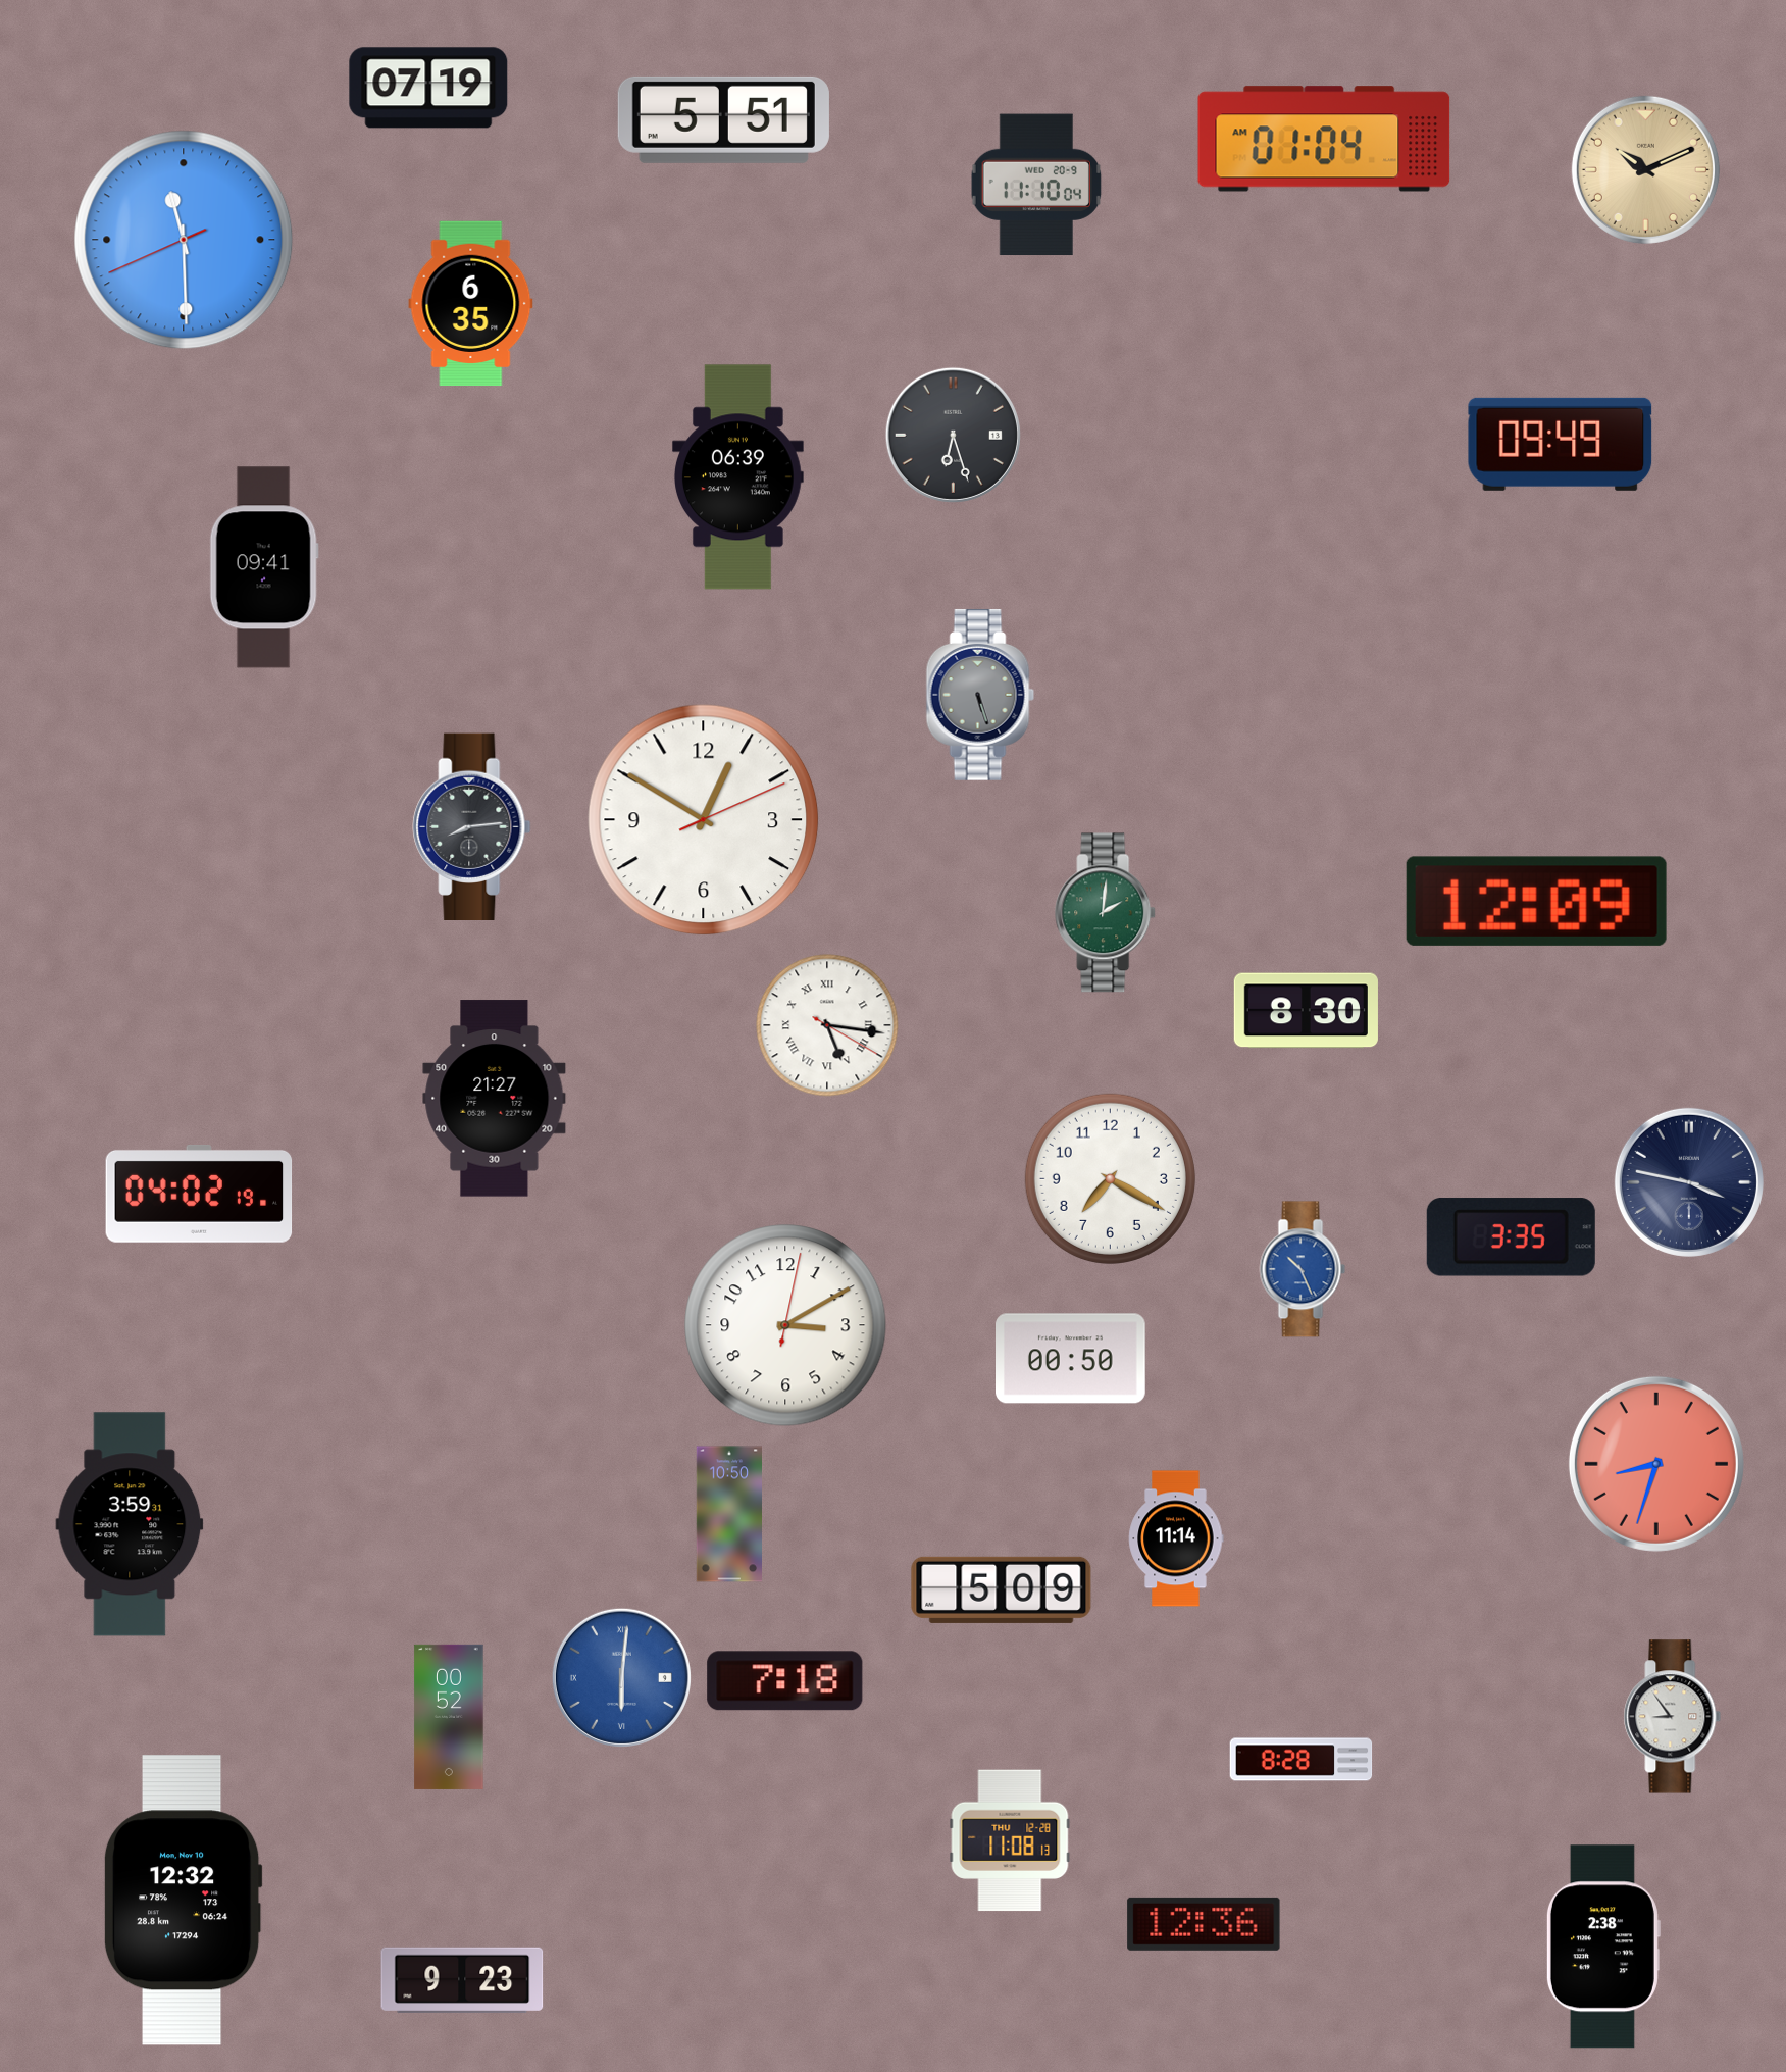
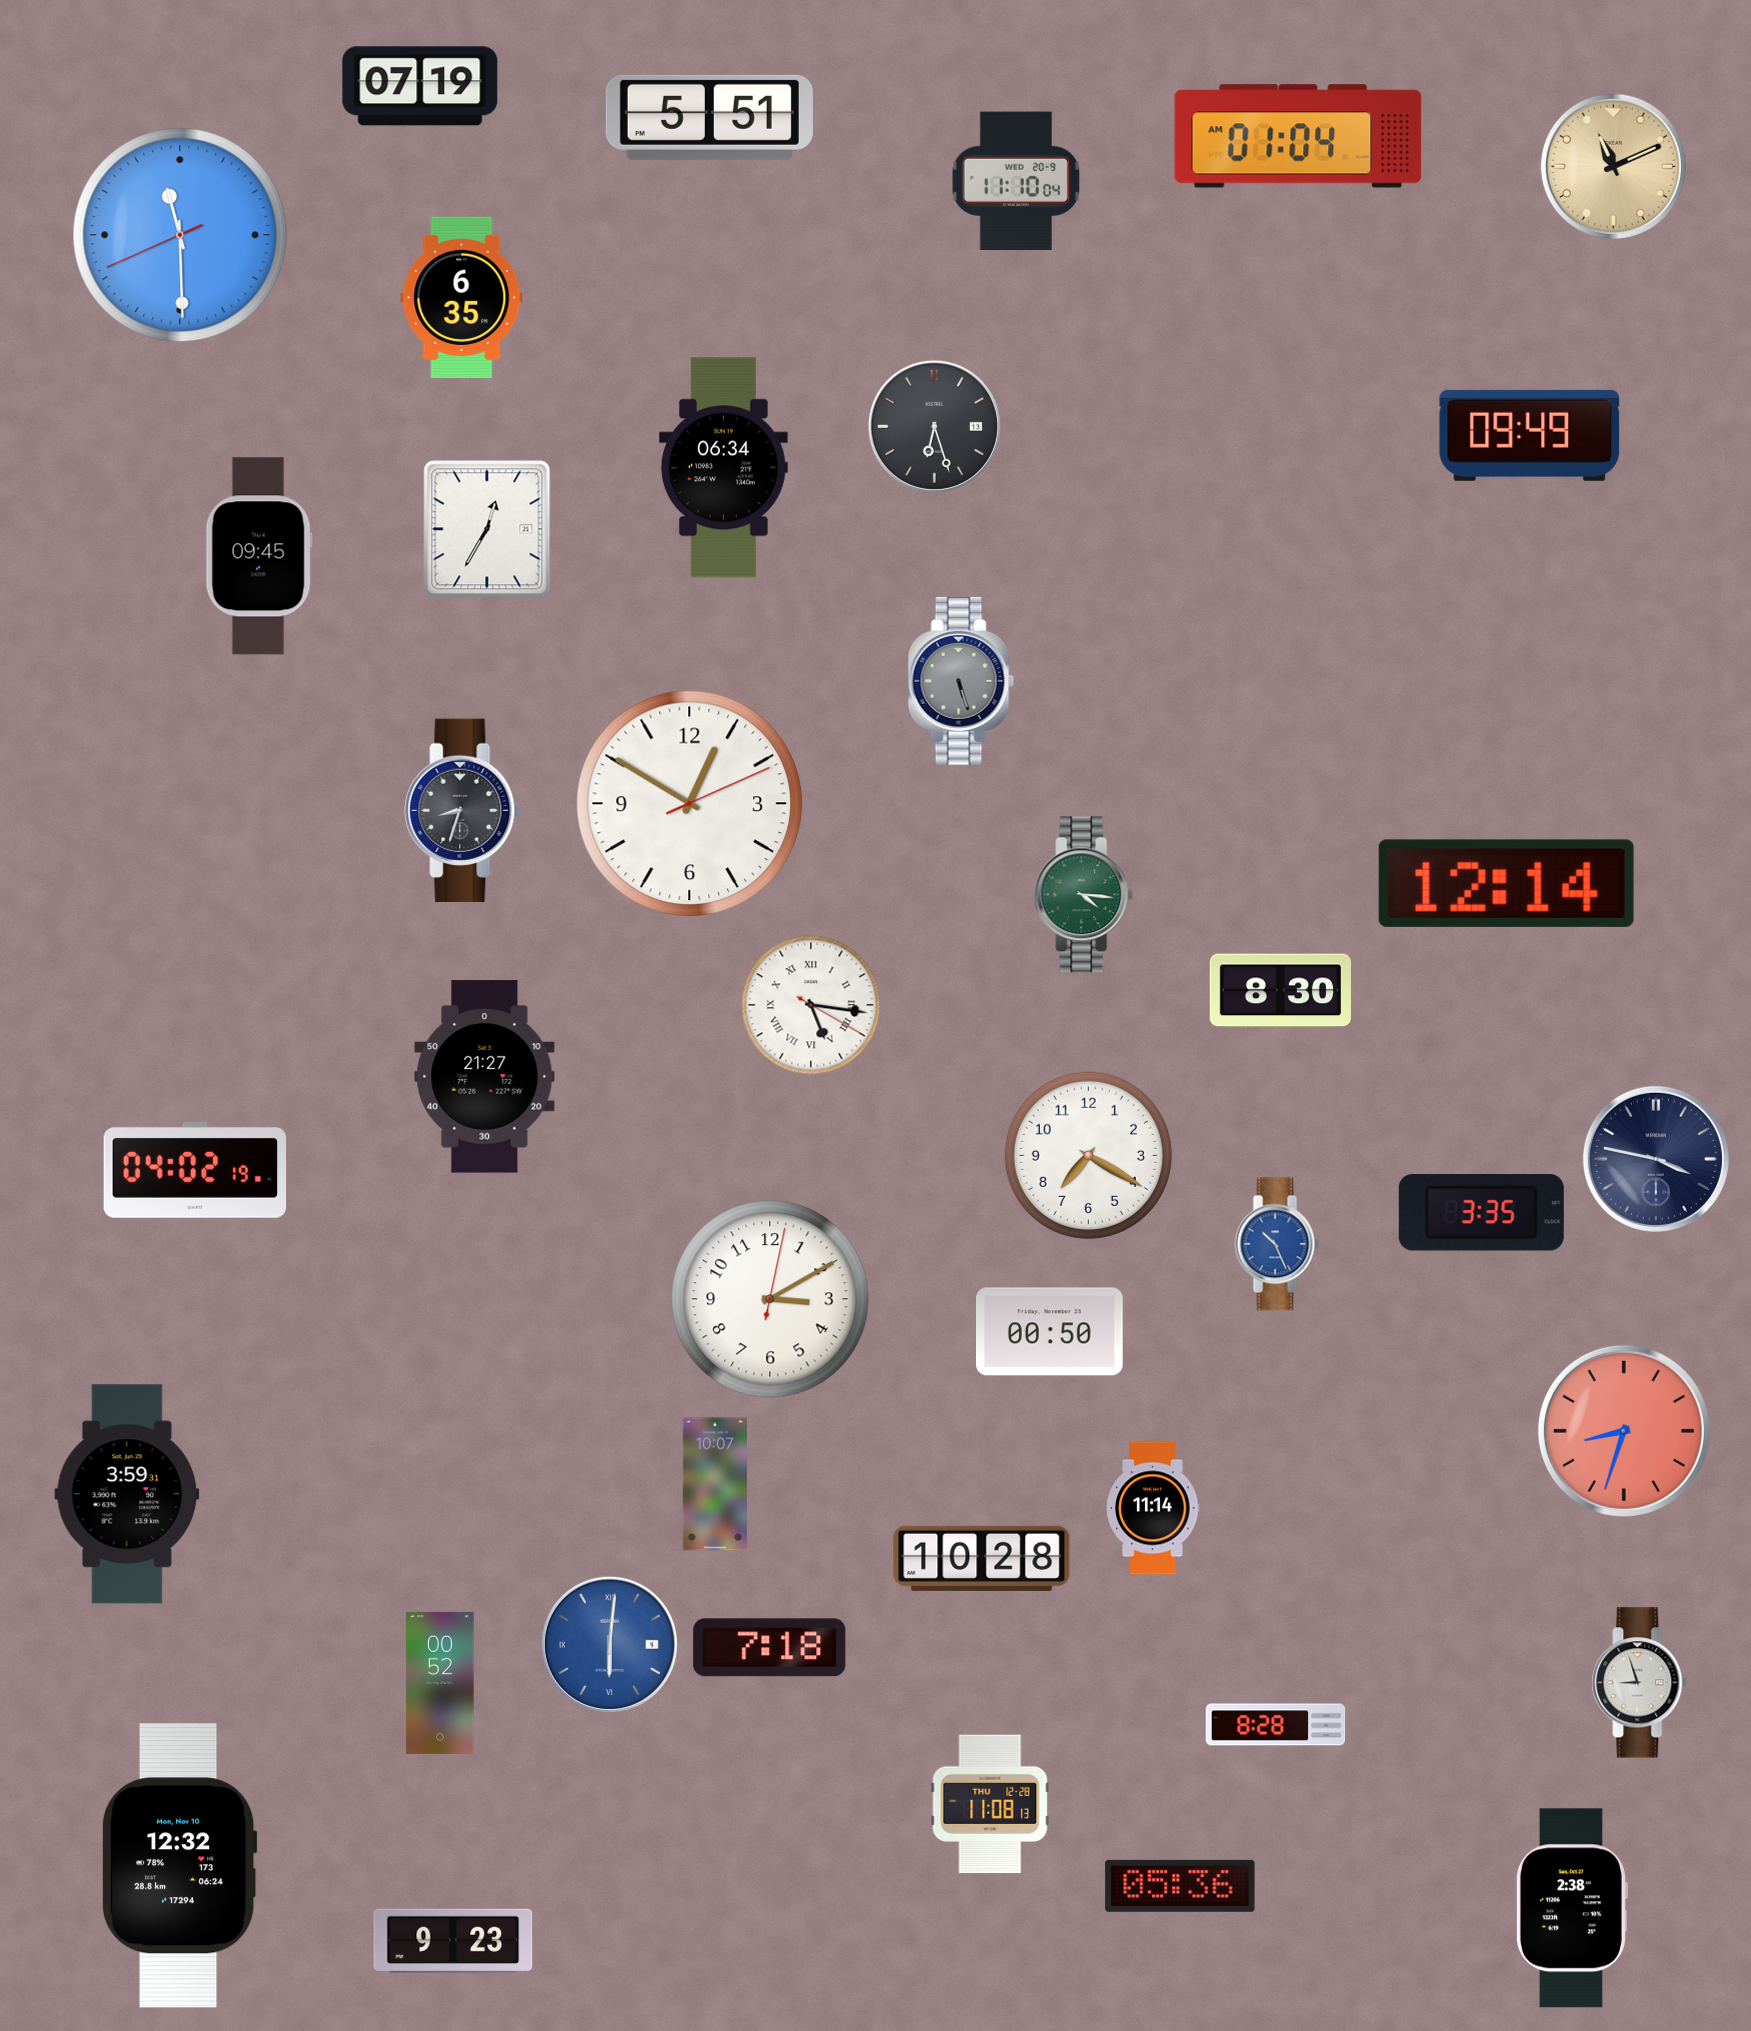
clock at (1645, 169): 10:11 -> 11:11
clock at (737, 477): 06:39 -> 06:34
clock at (487, 529): none -> 12:35
clock at (264, 567): 09:41 -> 09:45
clock at (472, 826): 8:14 -> 8:33
clock at (1536, 901): 12:09 -> 12:14
clock at (1106, 913): 2:01 -> 4:16
clock at (1656, 1464) position: (1656, 1464) -> (1624, 1431)
clock at (728, 1514): 10:50 -> 10:07
clock at (1002, 1589): 5:09 -> 10:28
clock at (1673, 1717): 8:54 -> 8:57
clock at (183, 1901) position: (183, 1901) -> (179, 1866)
clock at (1204, 1924): 12:36 -> 05:36
